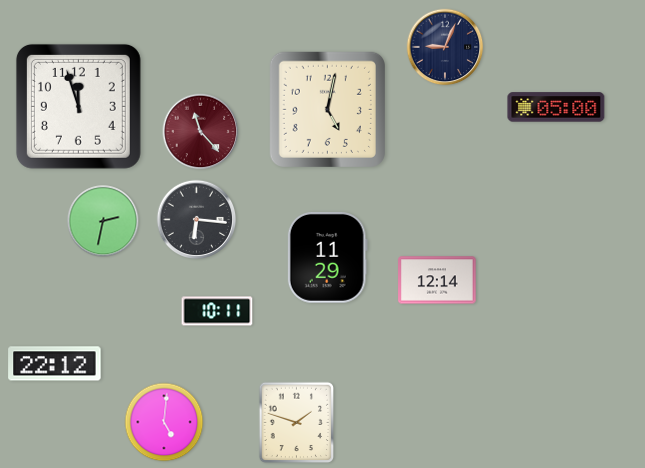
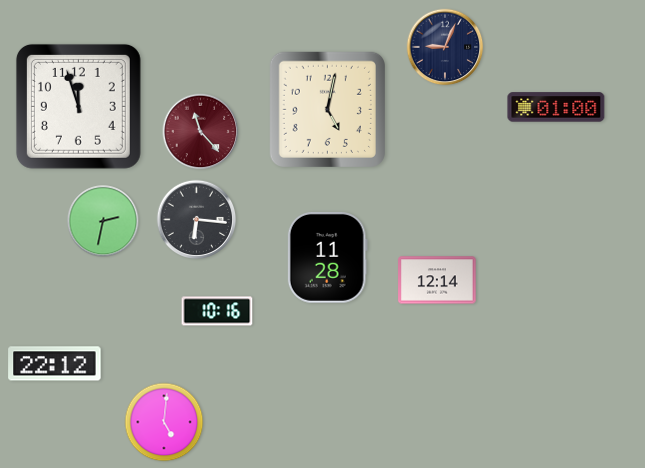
clock at (556, 107): 05:00 -> 01:00
clock at (327, 257): 11:29 -> 11:28
clock at (217, 311): 10:11 -> 10:16
clock at (297, 423): 1:48 -> none
